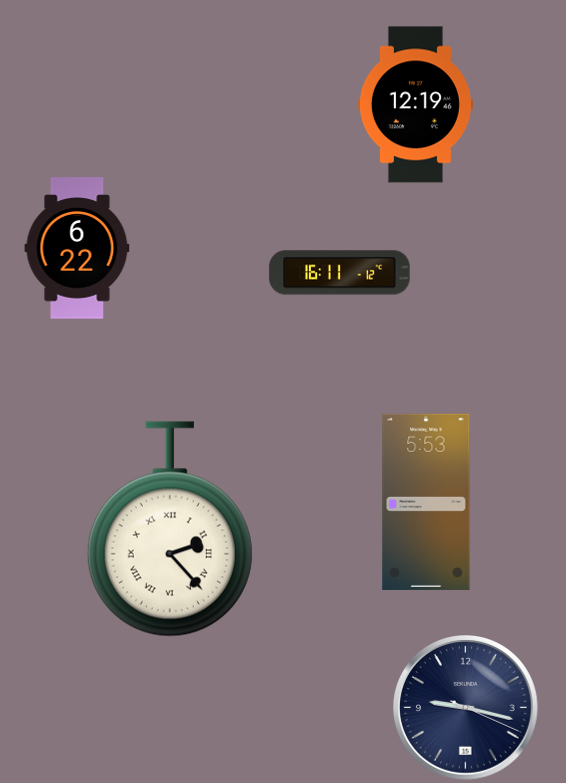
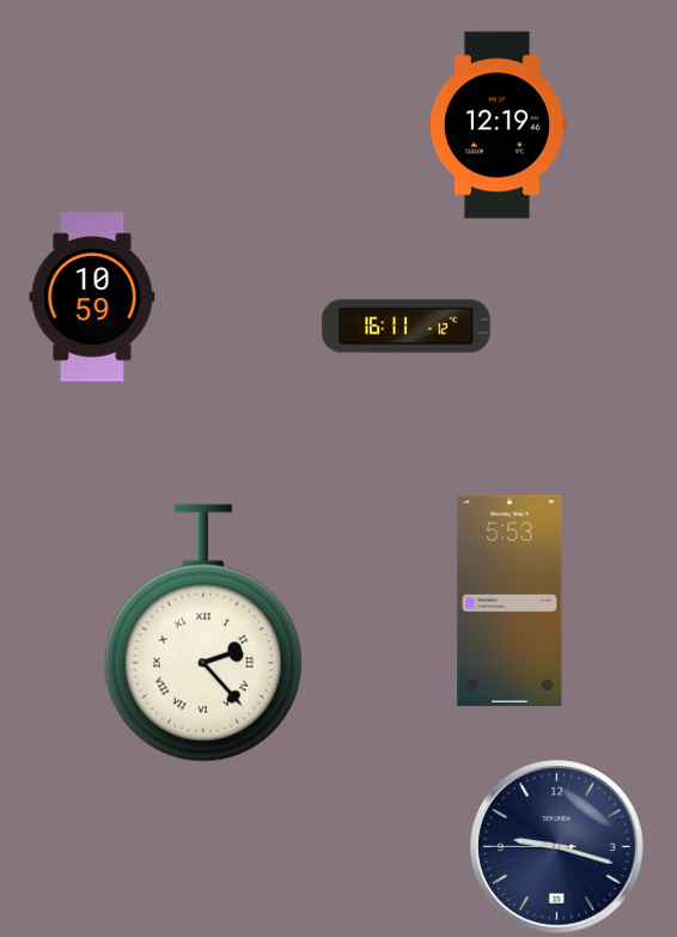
clock at (77, 248): 6:22 -> 10:59
clock at (466, 708): 9:17:19 -> 9:17:45
